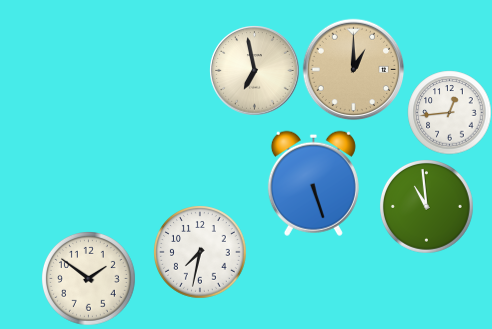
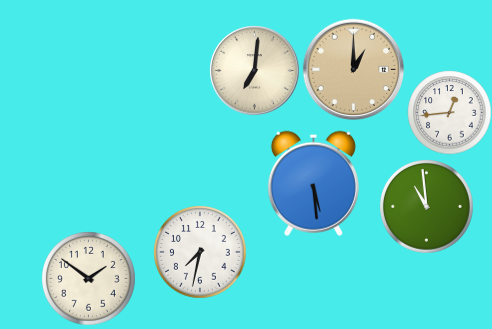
clock at (254, 70): 6:58 -> 7:01
clock at (313, 183): 5:27 -> 5:29
